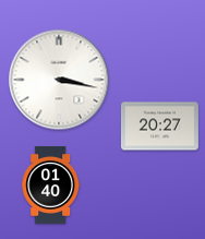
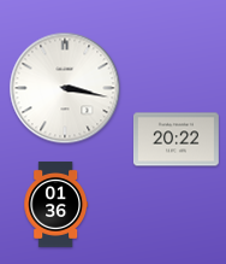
clock at (159, 127): 20:27 -> 20:22
clock at (51, 186): 01:40 -> 01:36
